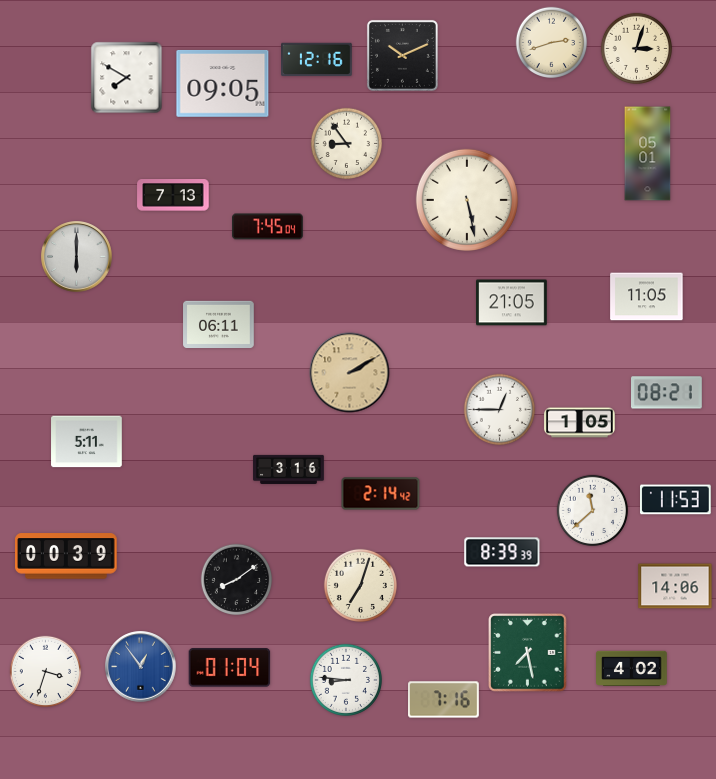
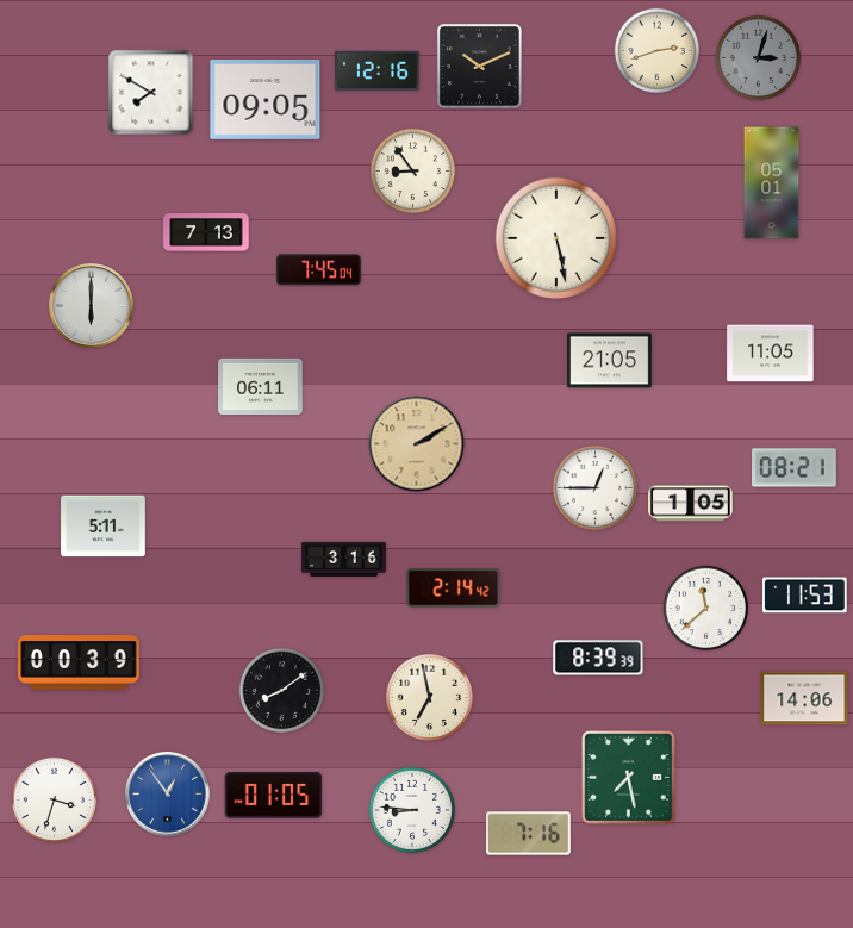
clock at (637, 49) dial: cream -> grey
clock at (360, 585): 7:03 -> 6:58
clock at (230, 668): 01:04 -> 01:05
clock at (632, 668): 4:02 -> none
